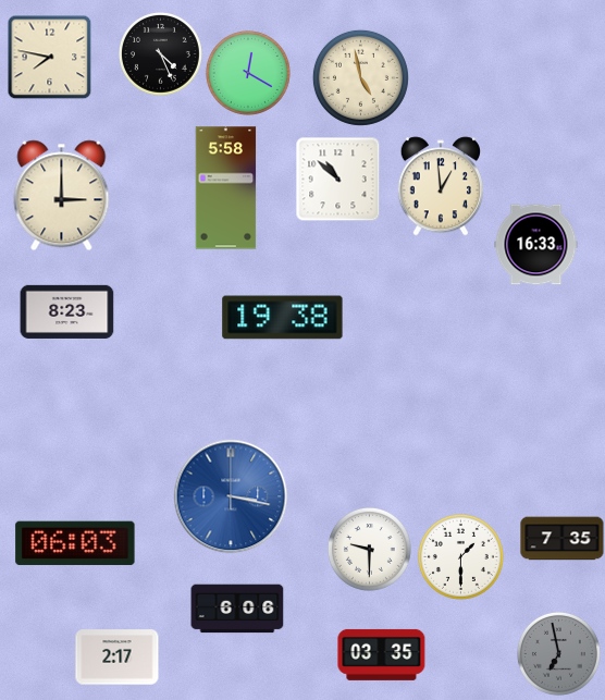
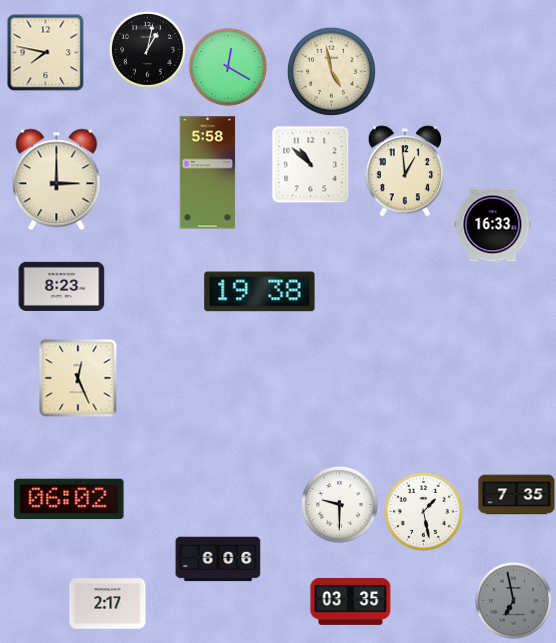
clock at (161, 54): 4:26 -> 1:02
clock at (78, 378): none -> 12:26
clock at (231, 496): 3:17 -> none
clock at (75, 543): 06:03 -> 06:02
clock at (460, 556): 1:30 -> 1:28
